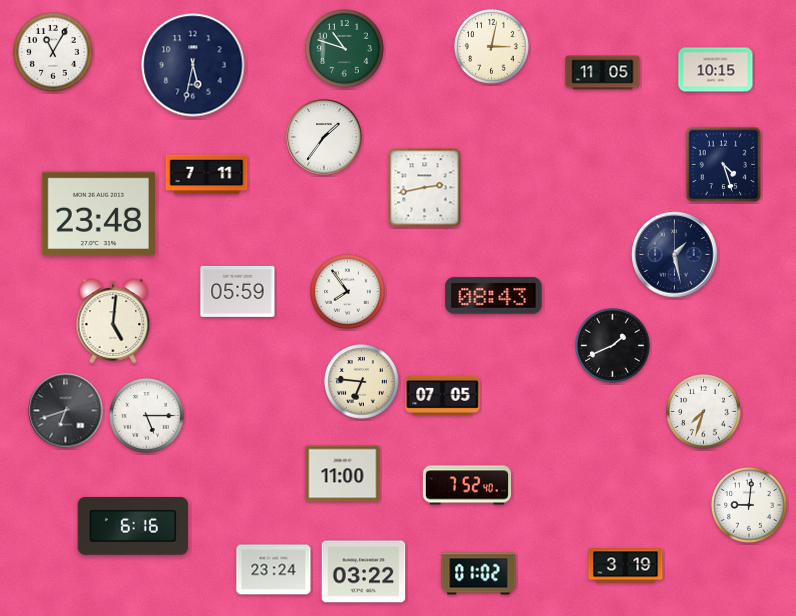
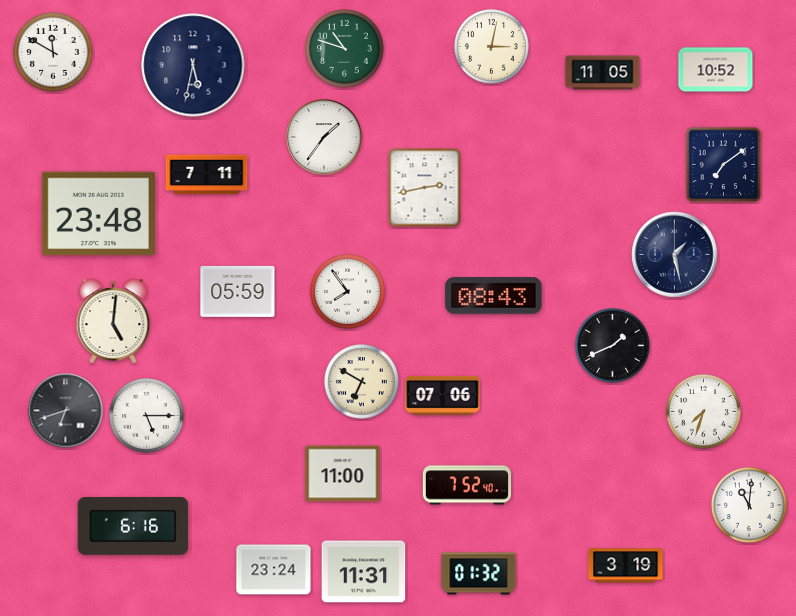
clock at (53, 52): 11:05 -> 11:50
clock at (716, 70): 10:15 -> 10:52
clock at (724, 165): 4:27 -> 7:09
clock at (362, 382): 6:46 -> 6:50
clock at (443, 395): 07:05 -> 07:06
clock at (750, 506): 9:01 -> 11:01
clock at (364, 572): 03:22 -> 11:31
clock at (479, 574): 01:02 -> 01:32
